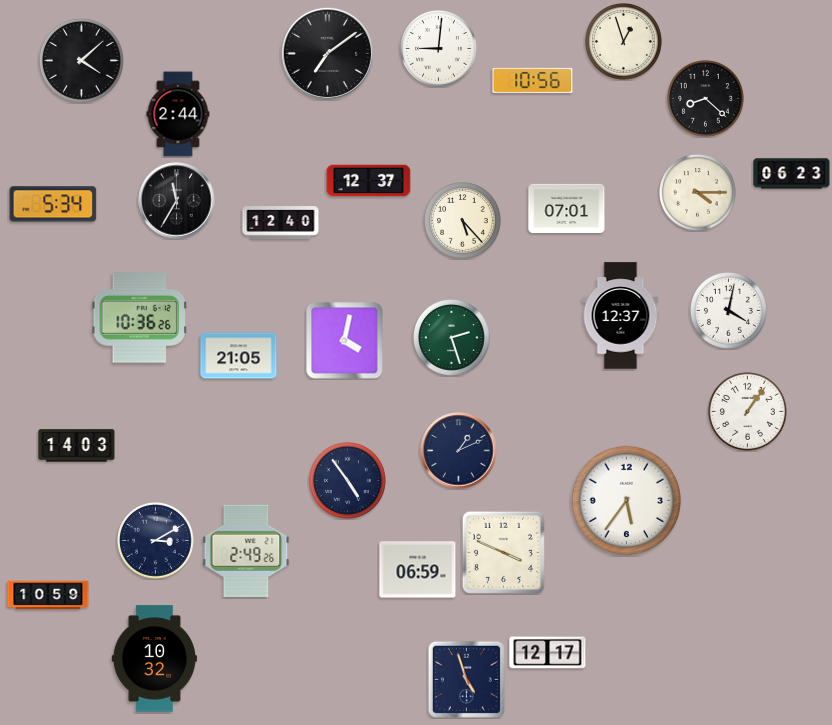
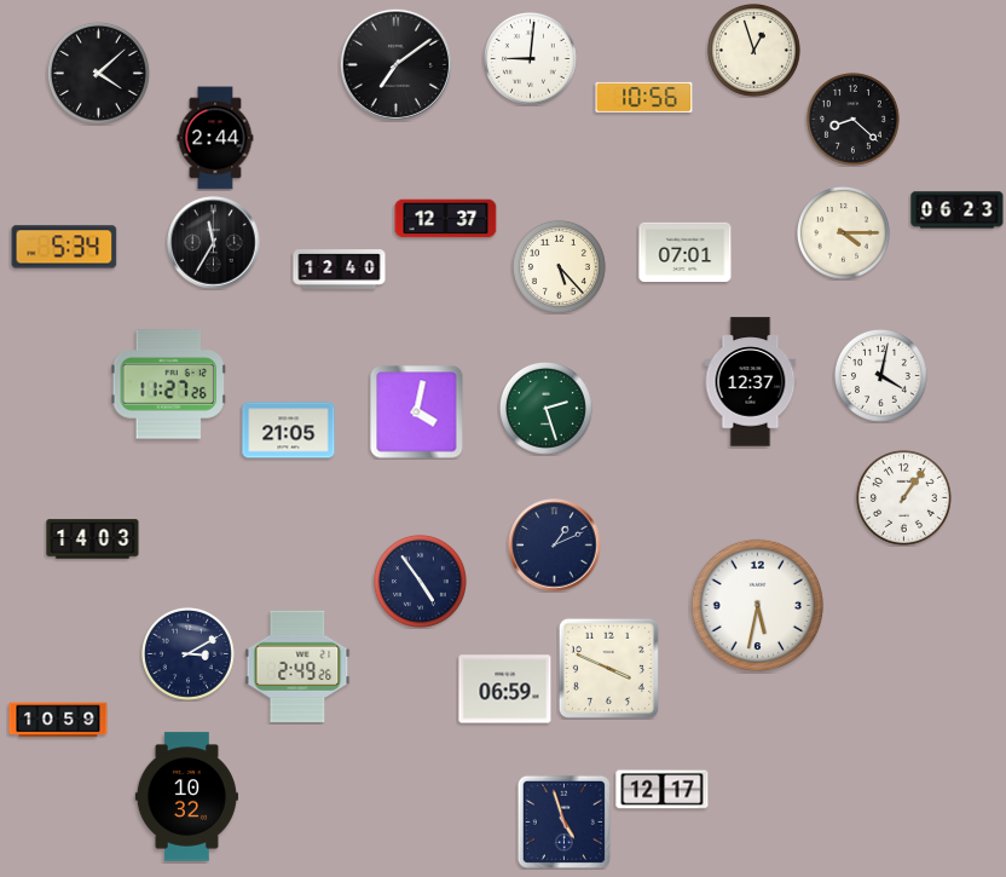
clock at (139, 318): 10:36 -> 11:27
clock at (626, 500): 5:36 -> 5:32
